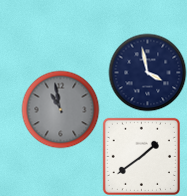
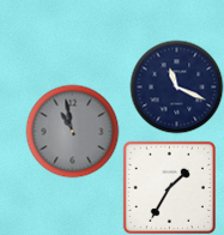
clock at (147, 72): 3:58 -> 11:19
clock at (141, 156): 1:39 -> 1:35
